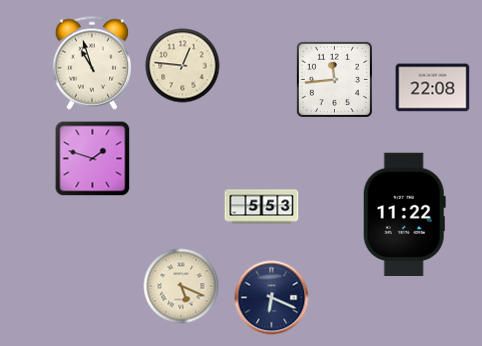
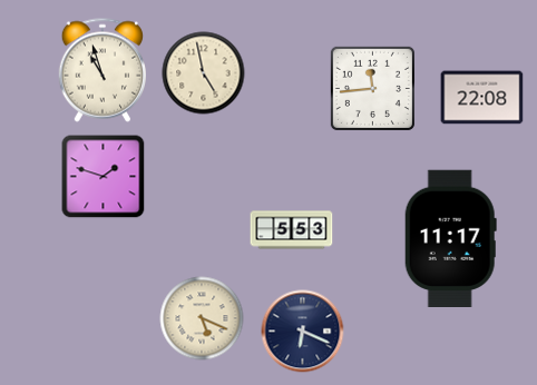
clock at (183, 66): 12:46 -> 4:58
clock at (404, 215): 11:22 -> 11:17
